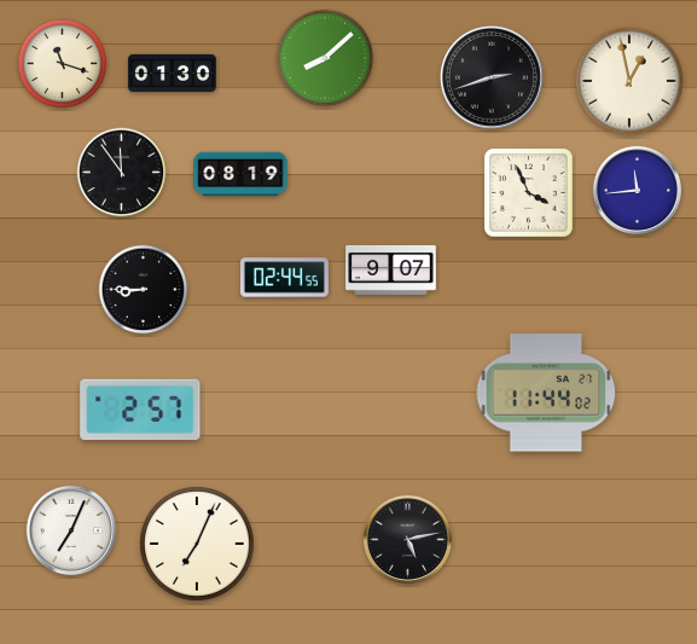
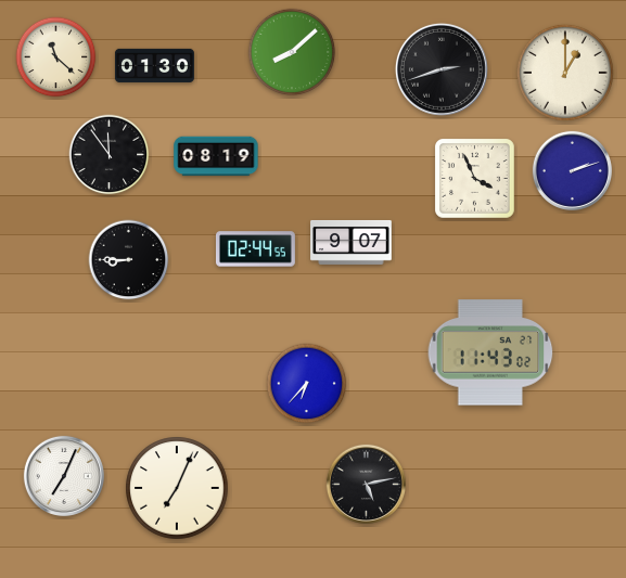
clock at (63, 64): 11:18 -> 11:22
clock at (629, 81): 12:58 -> 1:00
clock at (637, 190): 11:44 -> 2:12
clock at (529, 193) position: (529, 193) -> (475, 179)
clock at (546, 393): 11:44 -> 11:43
clock at (140, 410): 2:57 -> none
clock at (307, 384): none -> 6:37
